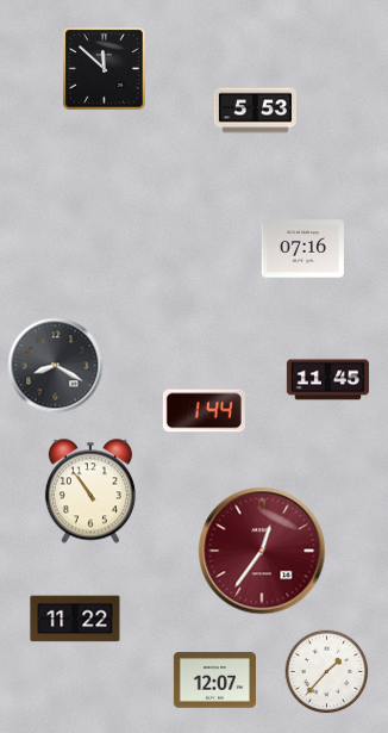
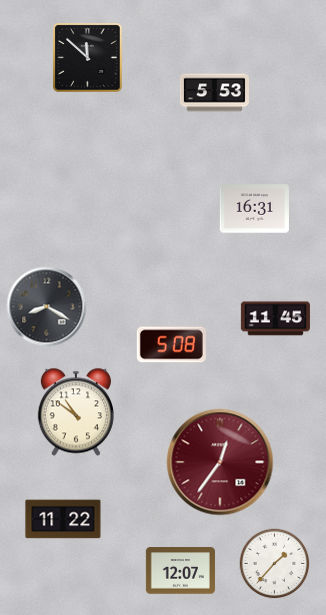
clock at (302, 249): 07:16 -> 16:31
clock at (204, 411): 1:44 -> 5:08
clock at (90, 491): 10:54 -> 10:51
